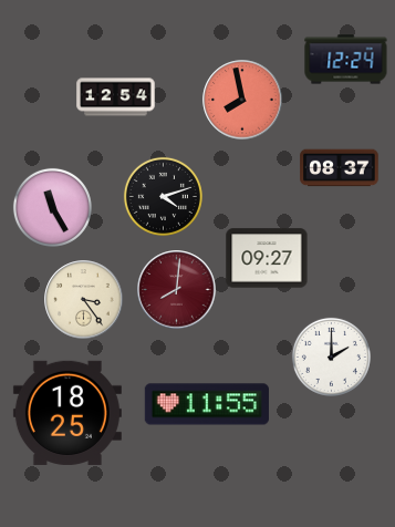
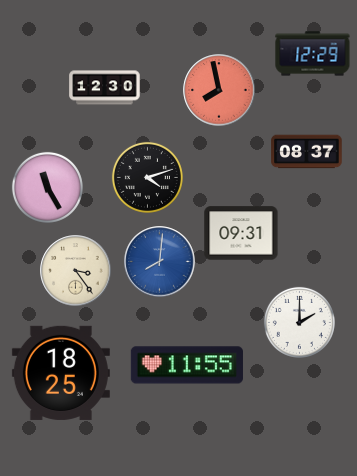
clock at (346, 60): 12:24 -> 12:29
clock at (116, 97): 12:54 -> 12:30
clock at (267, 258): 09:27 -> 09:31
clock at (177, 290) dial: burgundy -> blue
